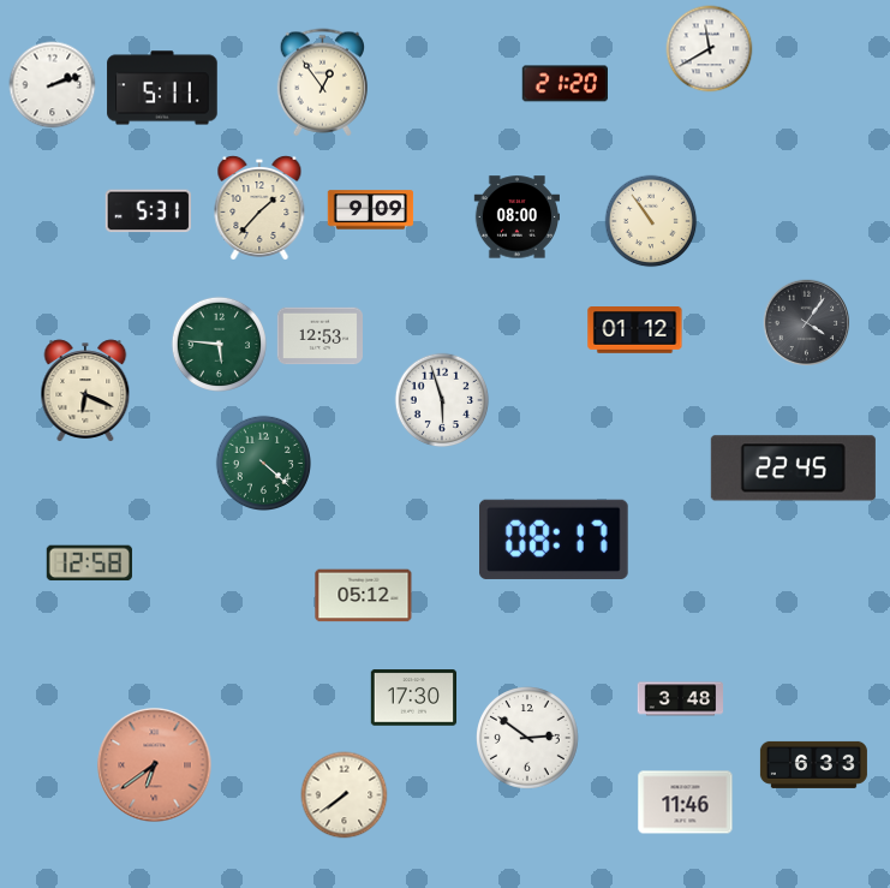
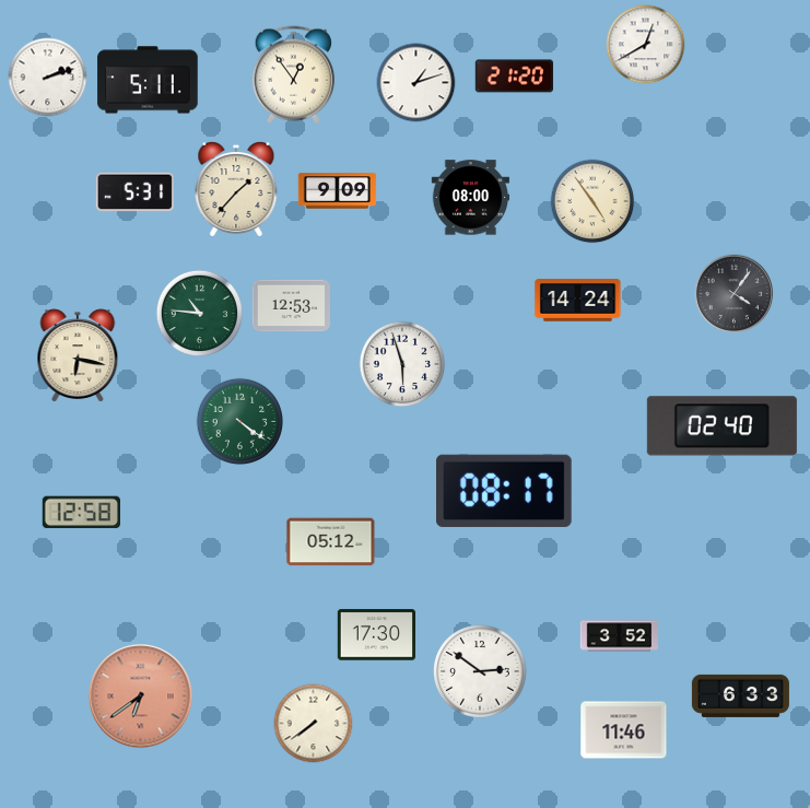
clock at (710, 49): 11:40 -> 12:40
clock at (416, 83): none -> 1:12
clock at (651, 221): 10:54 -> 4:54
clock at (635, 330): 01:12 -> 14:24
clock at (219, 344): 5:46 -> 10:46
clock at (85, 391): 6:19 -> 6:17
clock at (263, 463): 4:22 -> 4:21
clock at (793, 469): 22:45 -> 02:40
clock at (681, 699): 3:48 -> 3:52
